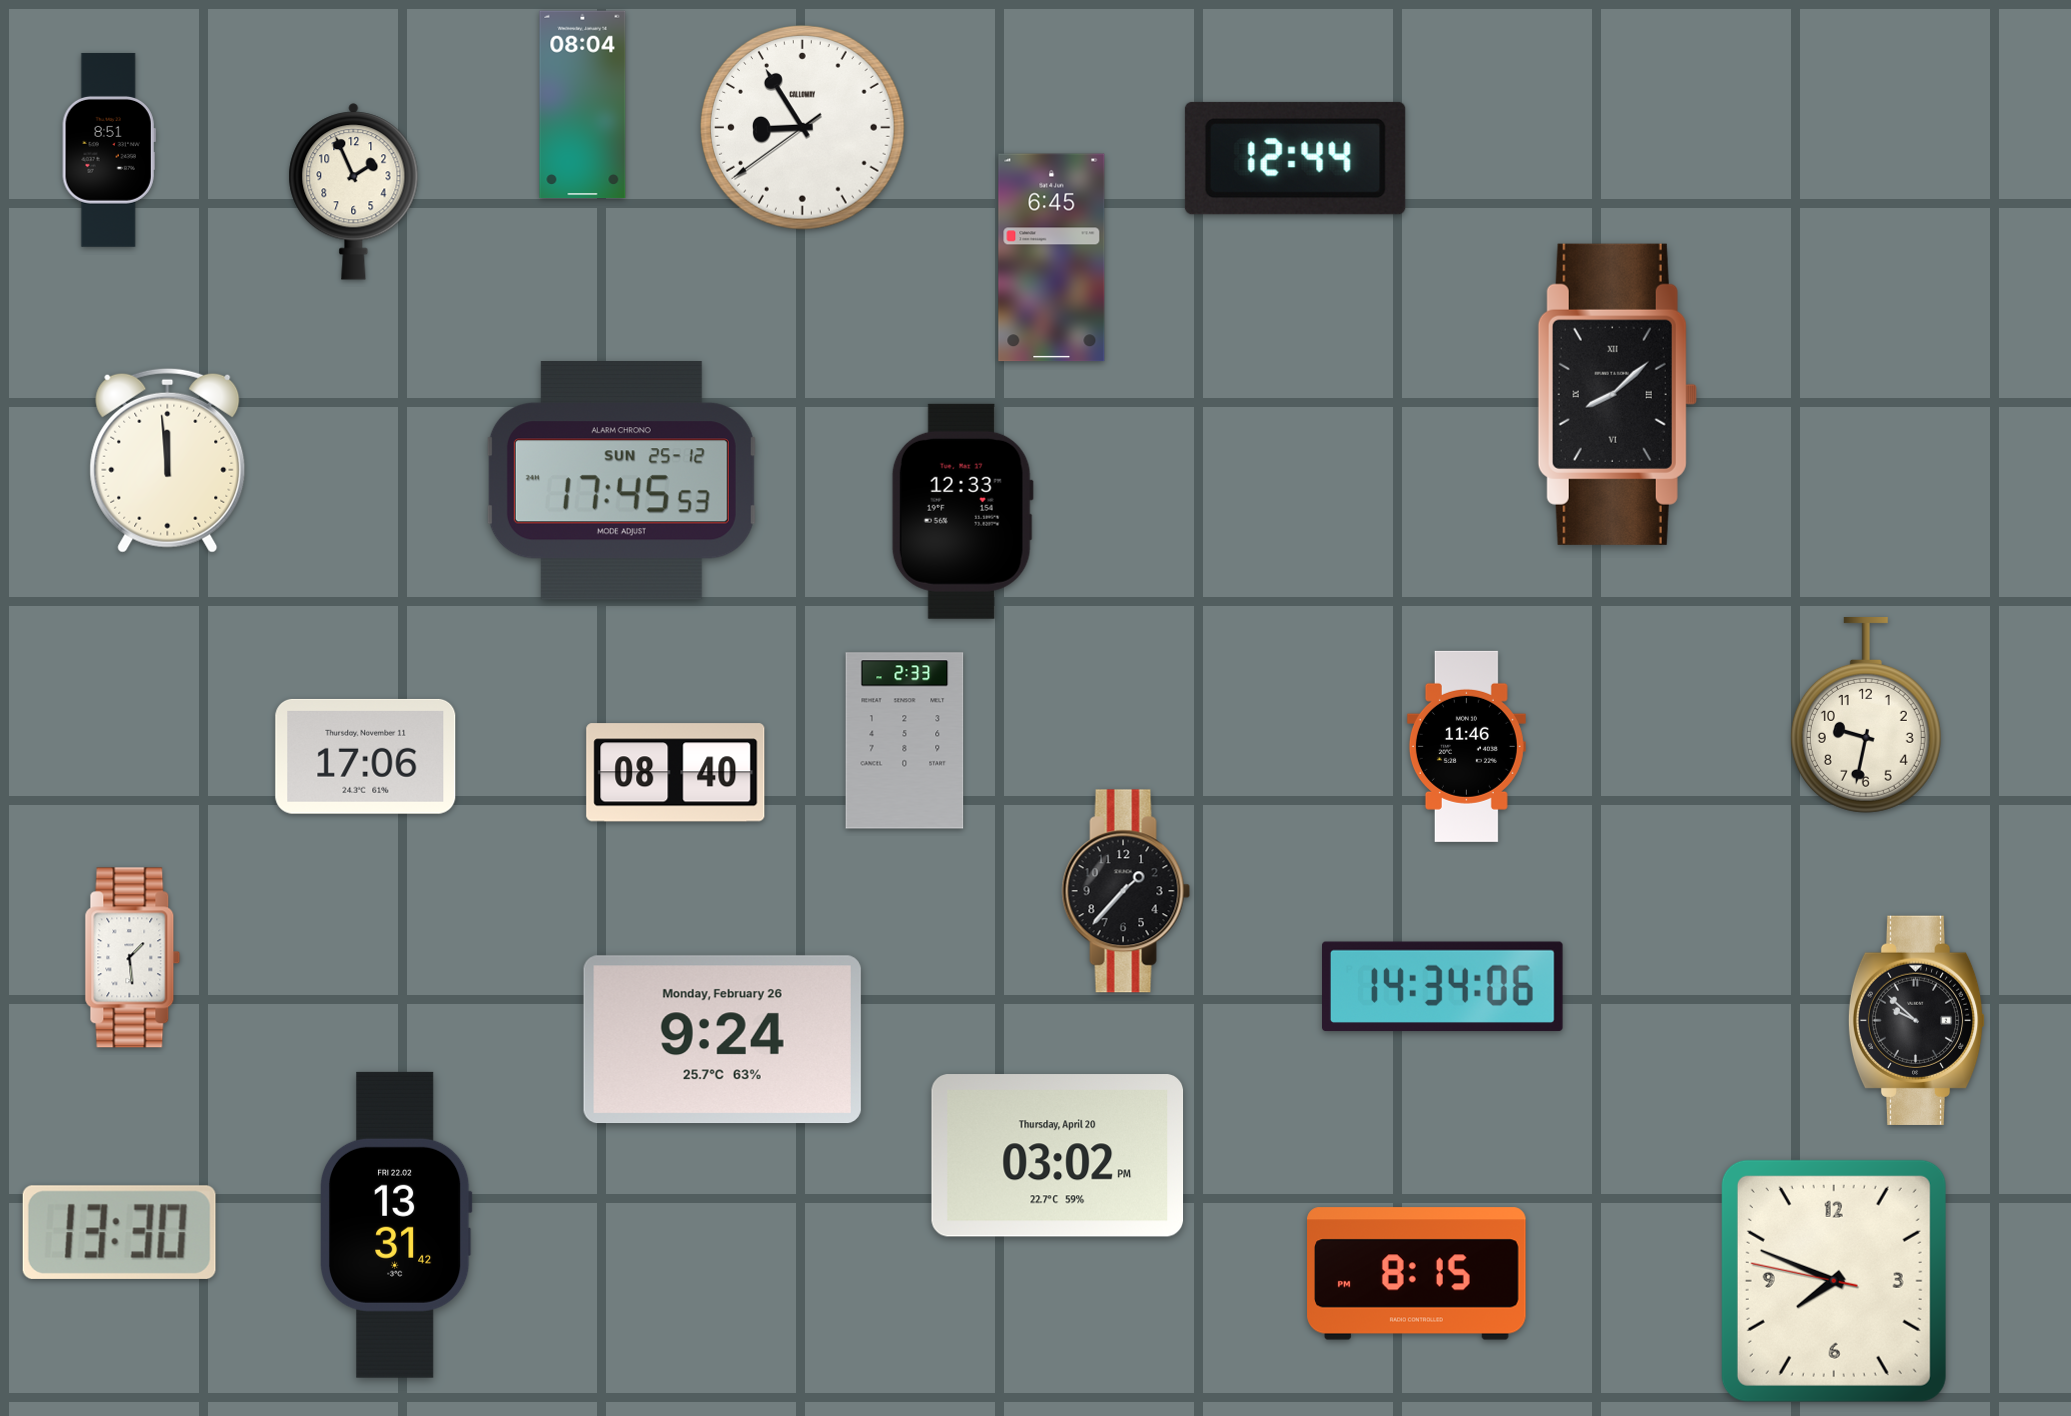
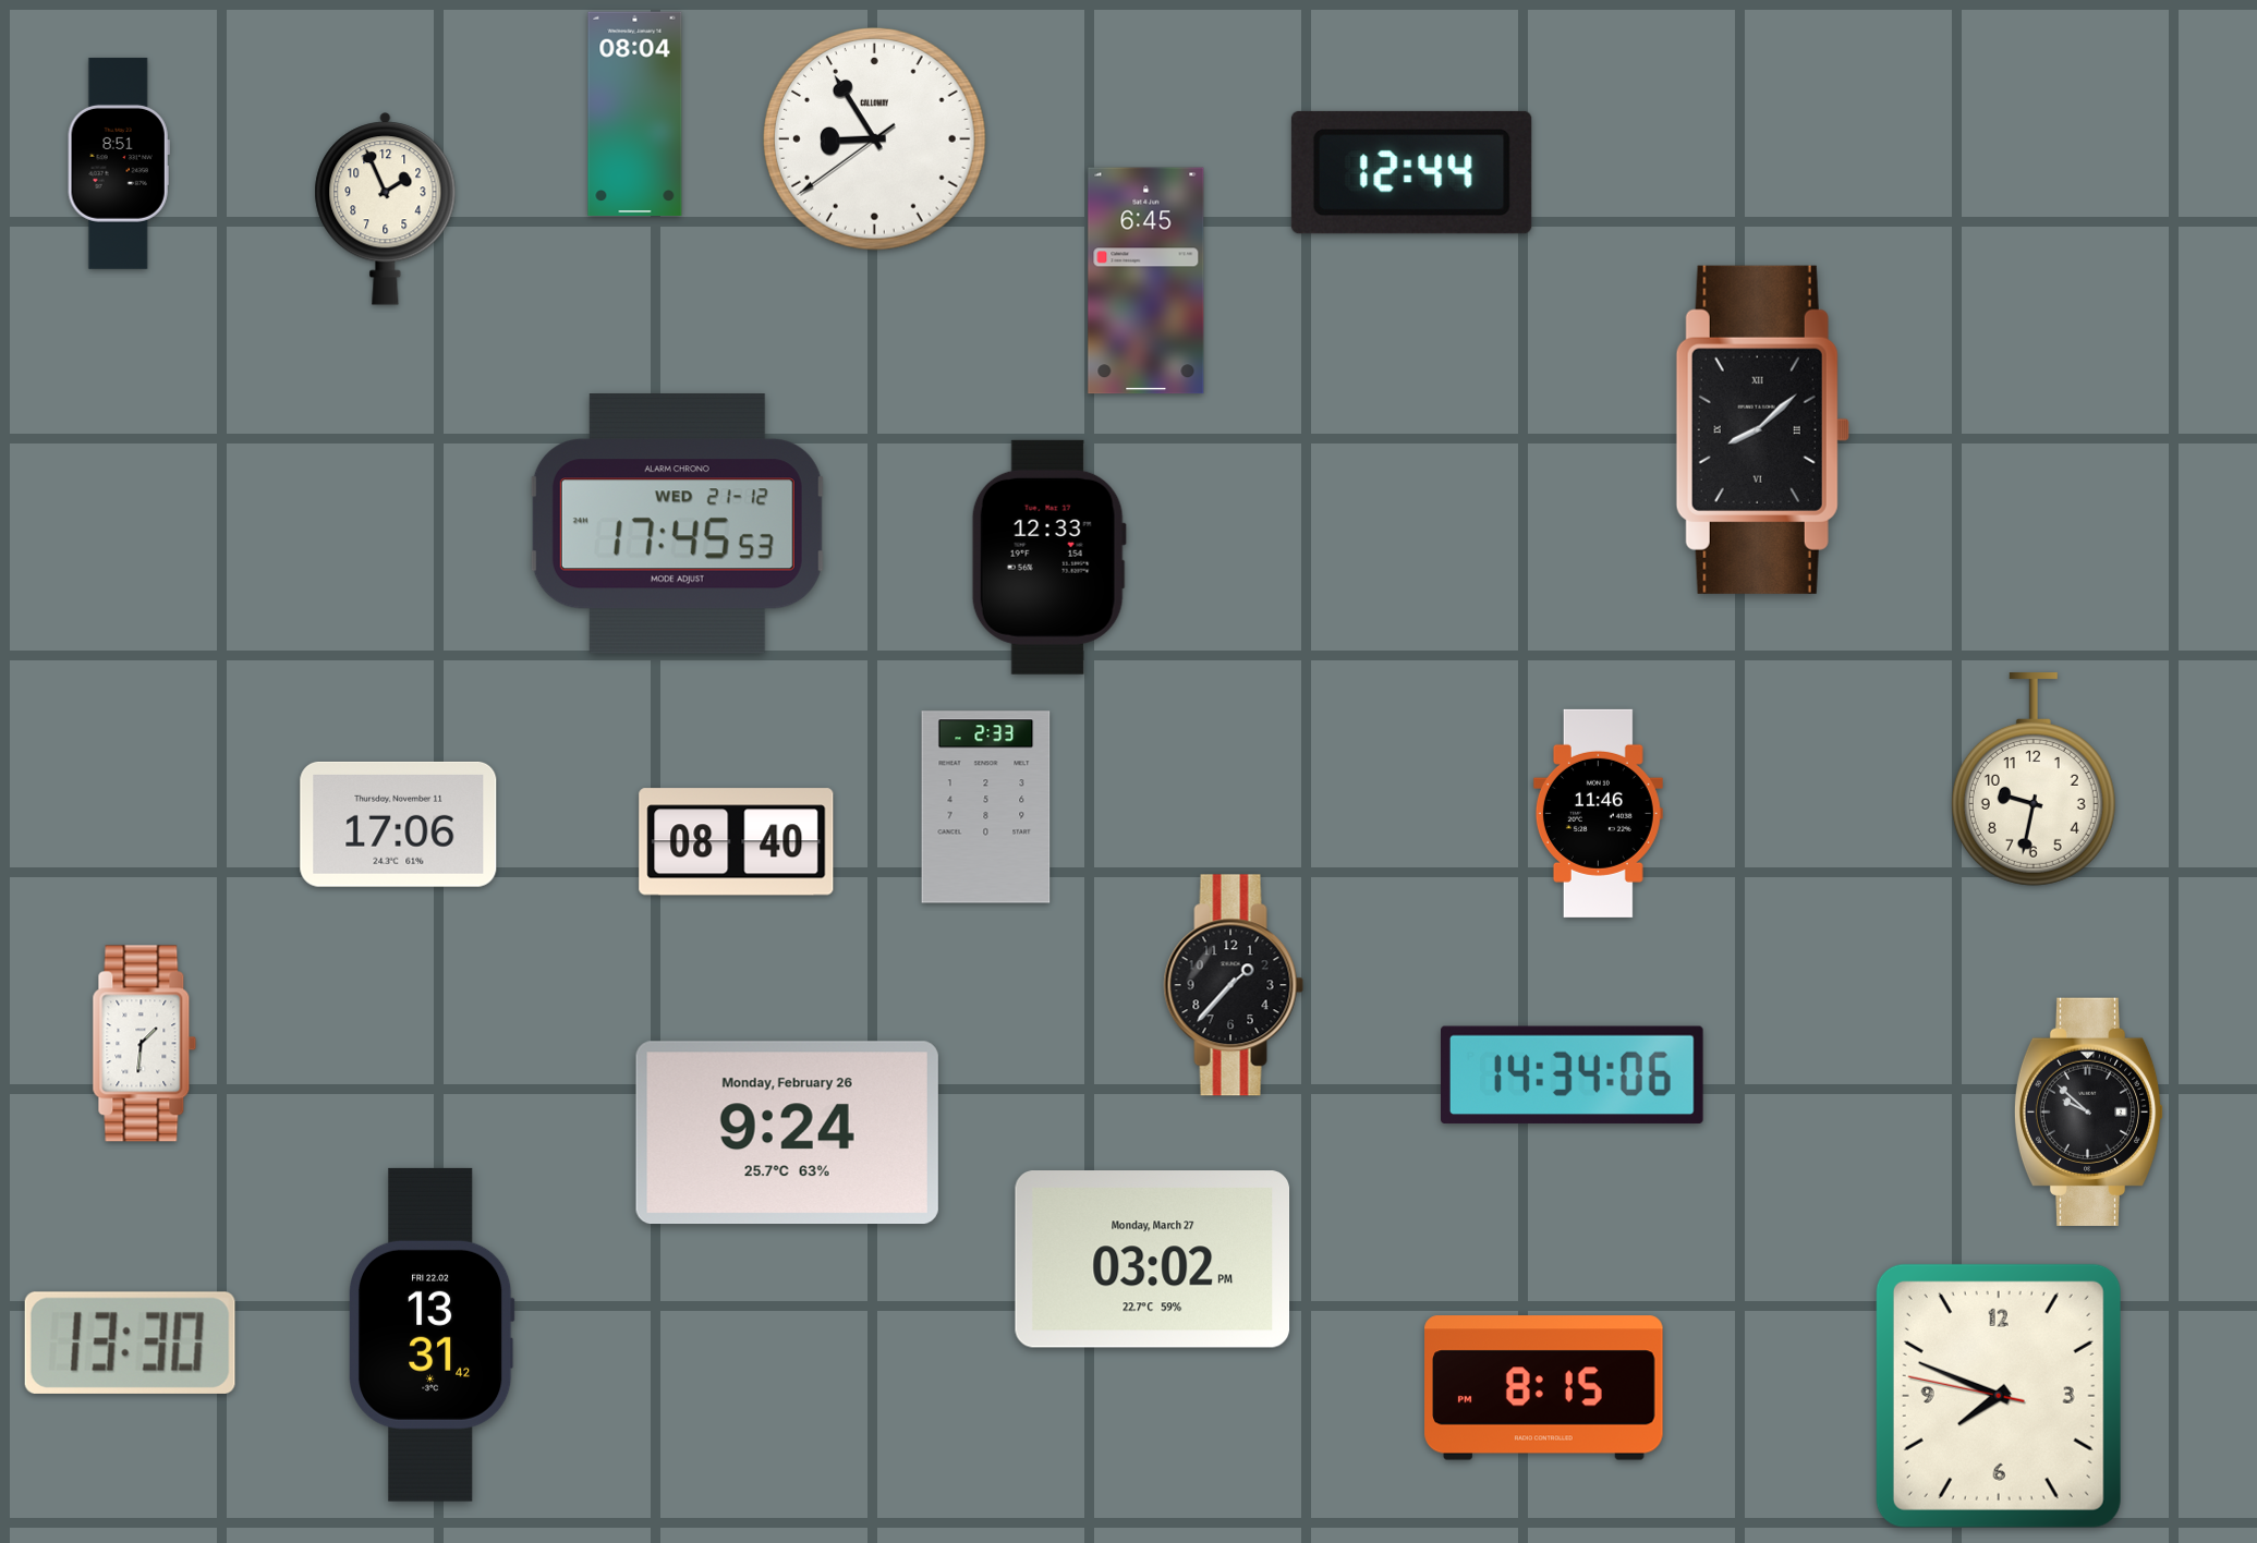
clock at (168, 460): 11:59 -> none
clock at (621, 481) date: SUN 25-12 -> WED 21-12
clock at (1126, 891) position: (1126, 891) -> (1234, 985)
clock at (133, 958): 1:29 -> 1:31
clock at (1058, 1156) date: Thursday, April 20 -> Monday, March 27
